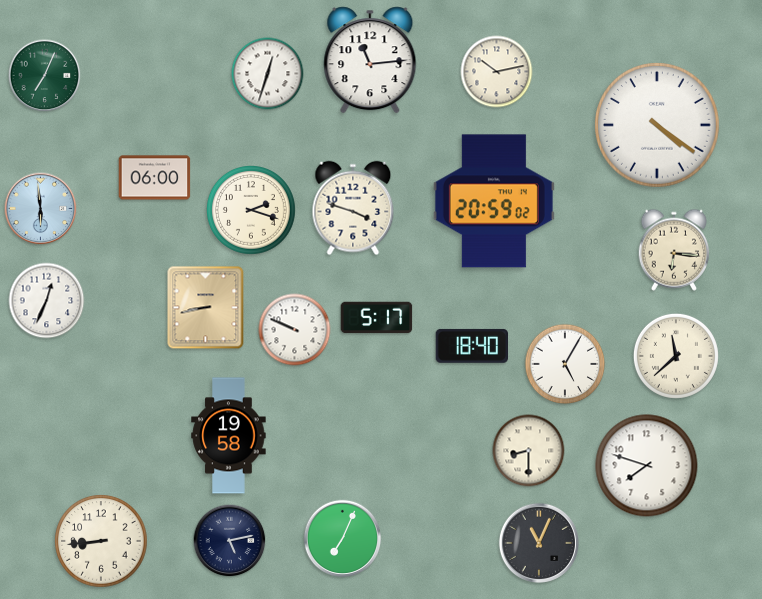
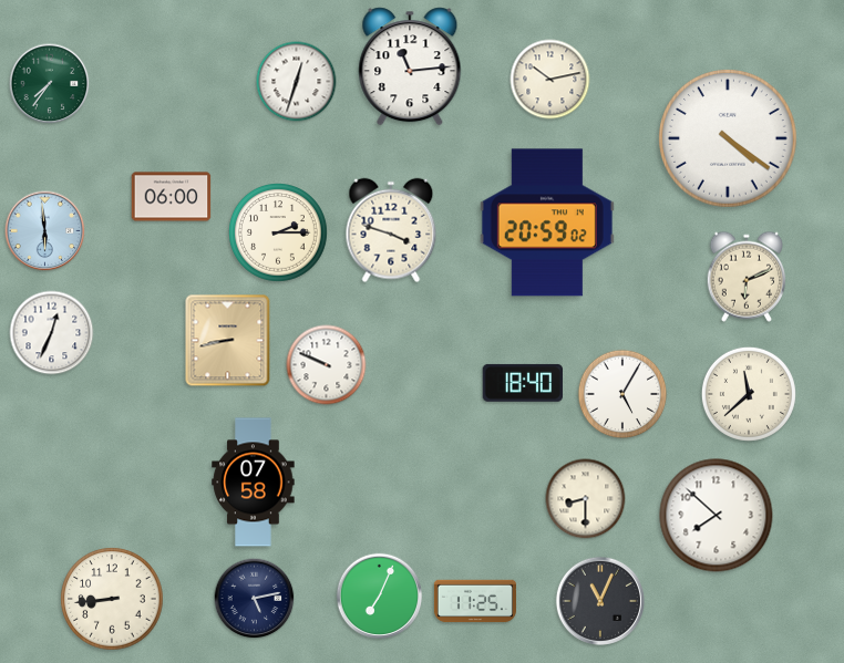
clock at (45, 76): 7:04 -> 7:36
clock at (252, 211): 2:18 -> 2:15
clock at (673, 250): 6:16 -> 6:11
clock at (377, 318): 5:17 -> none
clock at (565, 364) position: (565, 364) -> (622, 394)
clock at (229, 436): 19:58 -> 07:58
clock at (647, 466): 7:48 -> 7:52
clock at (475, 601): none -> 11:25
clock at (539, 543) position: (539, 543) -> (600, 601)
